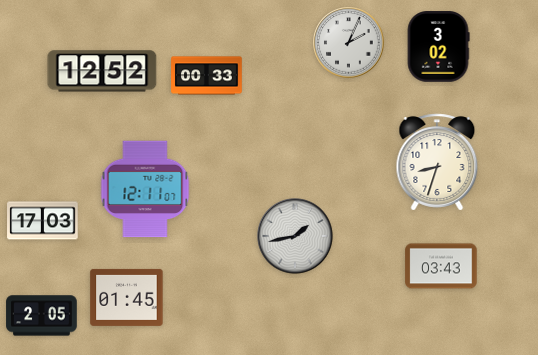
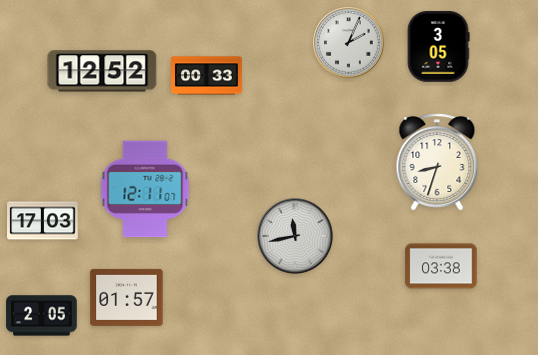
clock at (438, 47): 3:02 -> 3:05
clock at (295, 236): 1:43 -> 11:43
clock at (441, 266): 03:43 -> 03:38
clock at (127, 297): 01:45 -> 01:57
